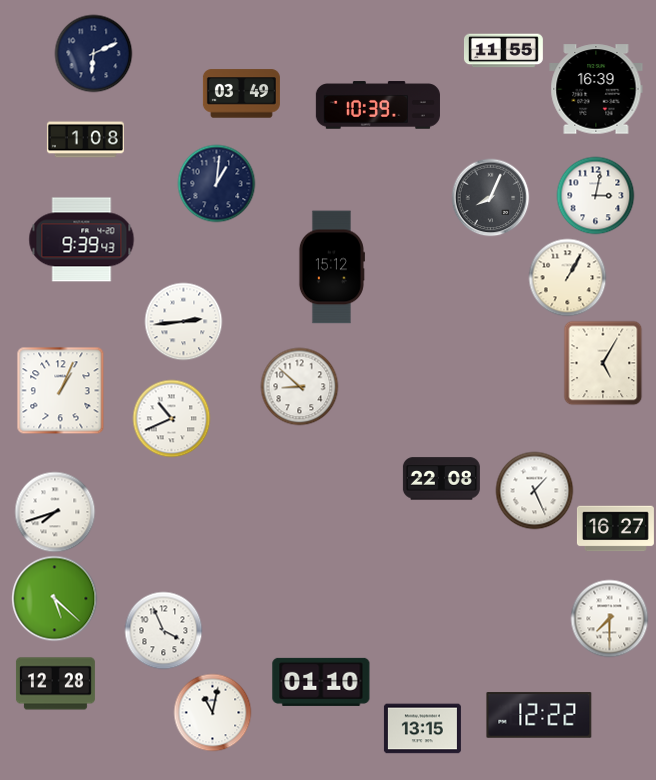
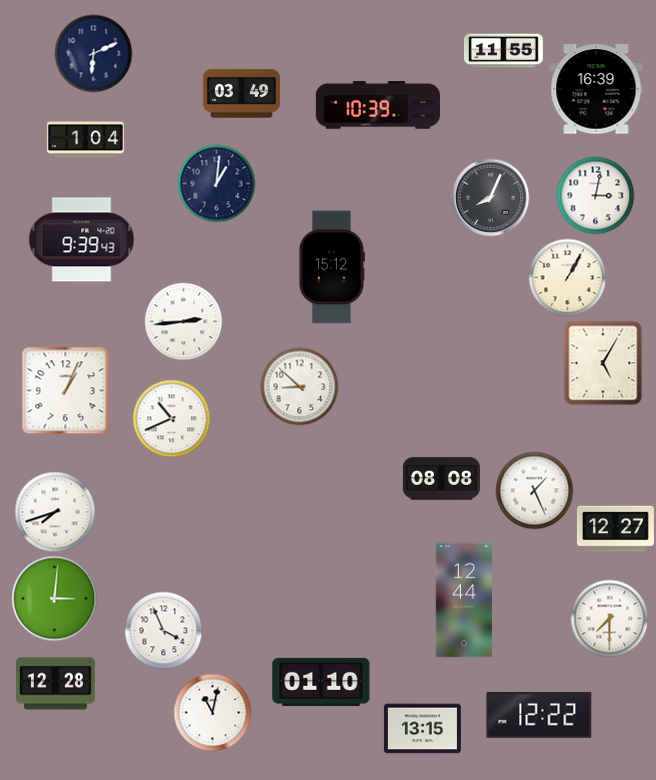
clock at (85, 140): 1:08 -> 1:04
clock at (60, 390) position: (60, 390) -> (65, 390)
clock at (441, 479): 22:08 -> 08:08
clock at (615, 529): 16:27 -> 12:27
clock at (54, 598): 5:22 -> 3:01
clock at (464, 600): none -> 12:44
